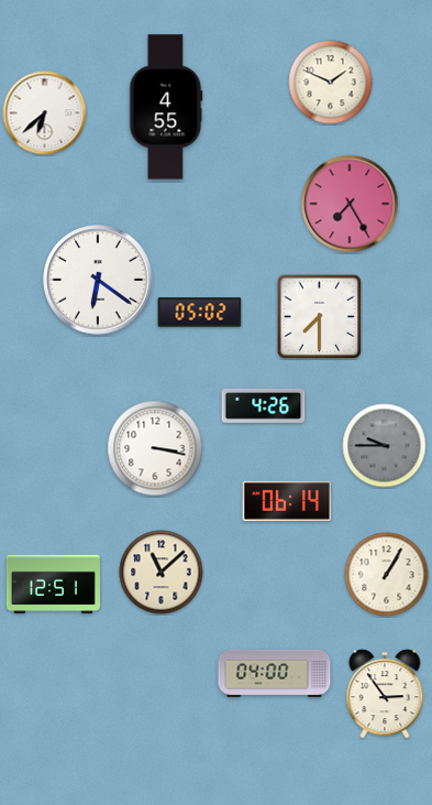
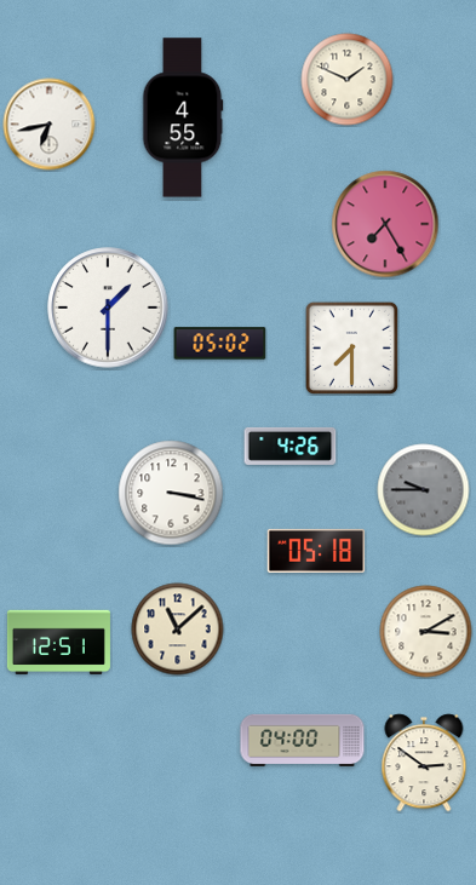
clock at (331, 83) position: (331, 83) -> (348, 80)
clock at (45, 113): 6:38 -> 6:43
clock at (98, 280): 6:21 -> 1:30
clock at (287, 501): 06:14 -> 05:18
clock at (387, 575): 1:05 -> 3:10
clock at (385, 694): 2:54 -> 2:51
